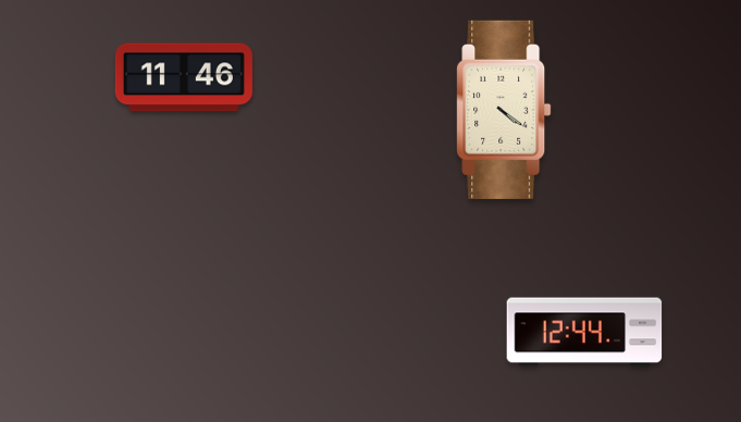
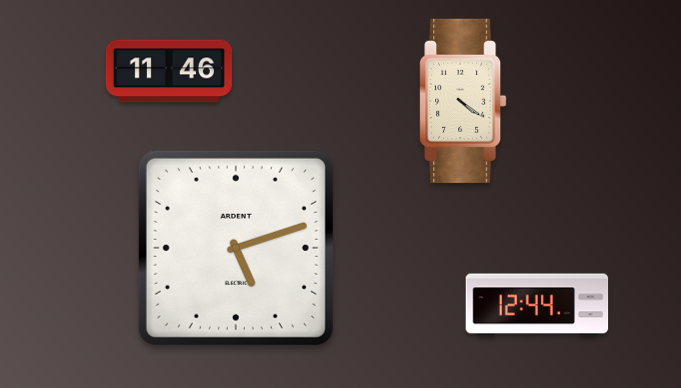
clock at (236, 248): none -> 5:12
